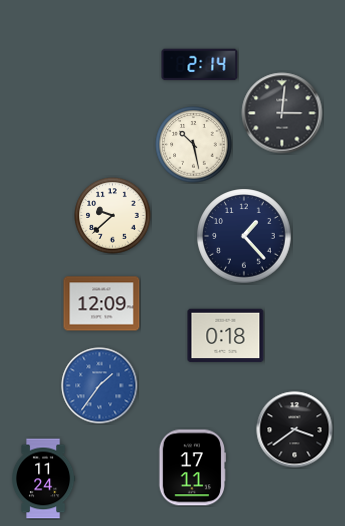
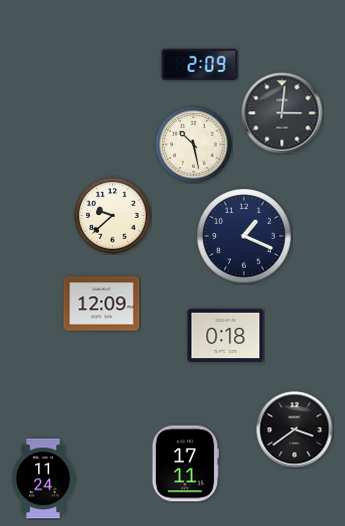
clock at (200, 65): 2:14 -> 2:09
clock at (244, 236): 1:23 -> 1:19
clock at (100, 386): 1:36 -> none
clock at (192, 468) position: (192, 468) -> (185, 464)
